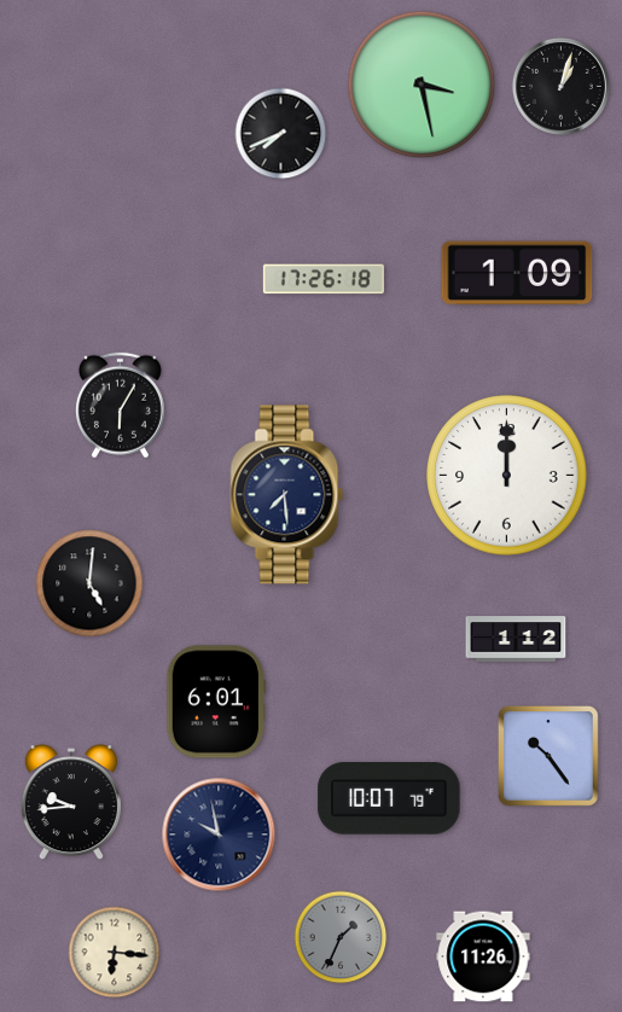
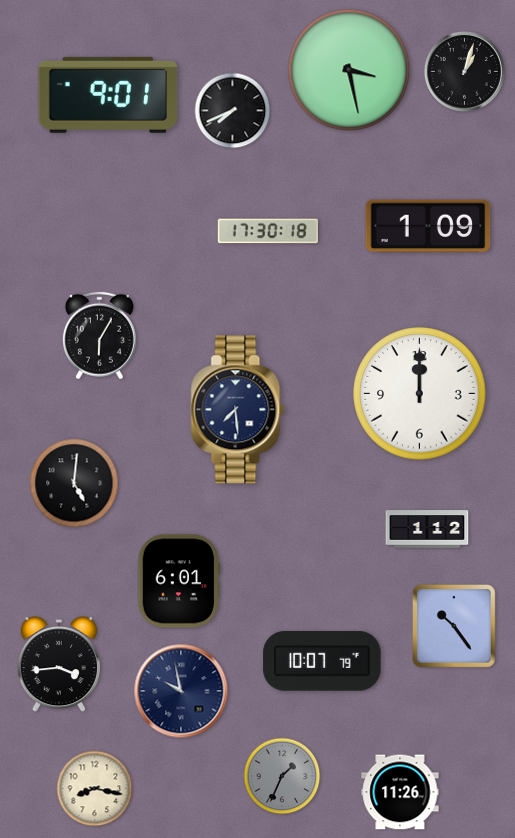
clock at (108, 95): none -> 9:01
clock at (324, 279): 17:26 -> 17:30
clock at (71, 803): 9:44 -> 3:44
clock at (115, 953): 6:16 -> 8:17
